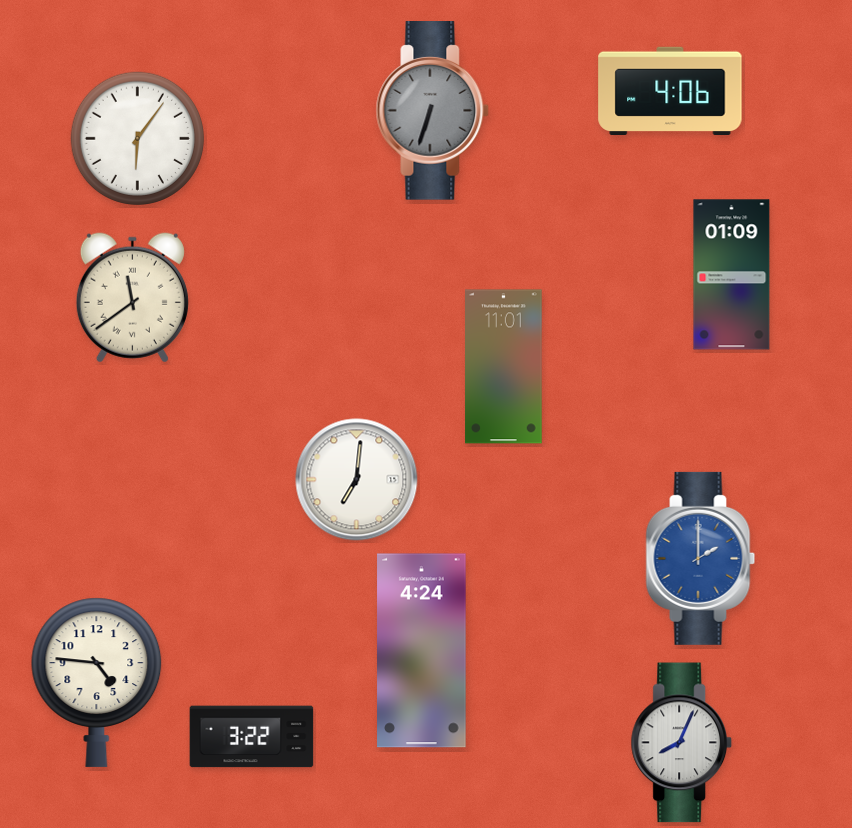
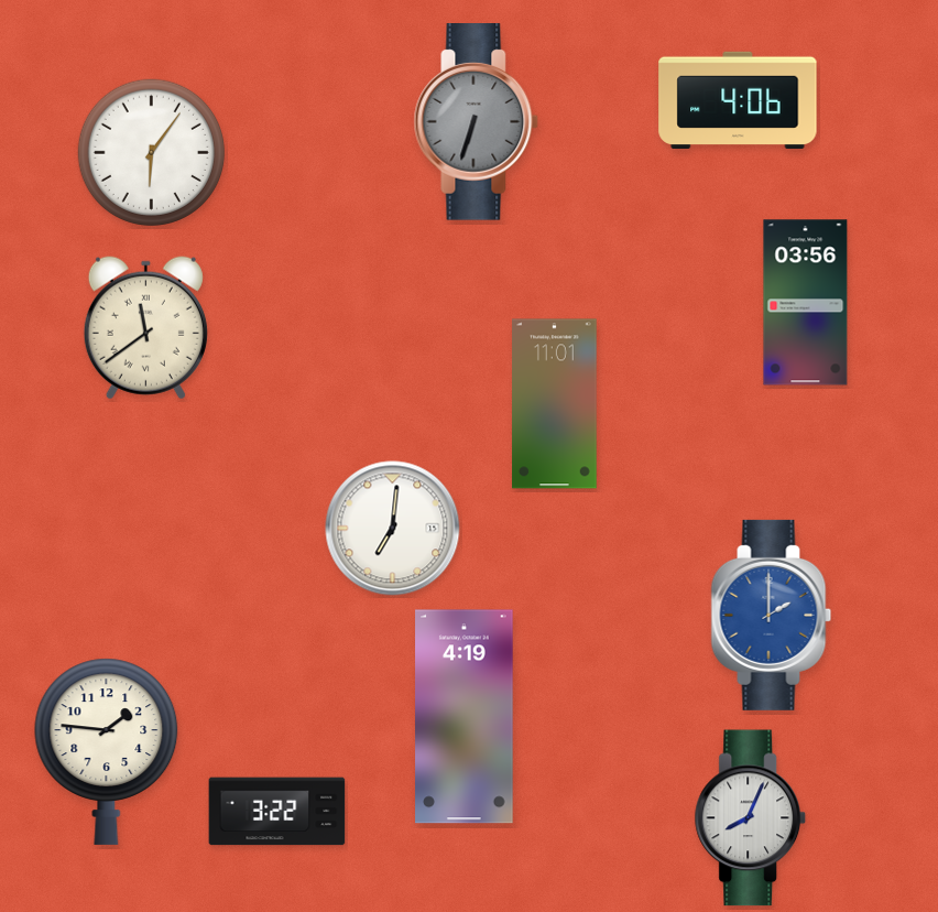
clock at (732, 275): 01:09 -> 03:56
clock at (422, 651): 4:24 -> 4:19
clock at (97, 682): 4:46 -> 1:46
